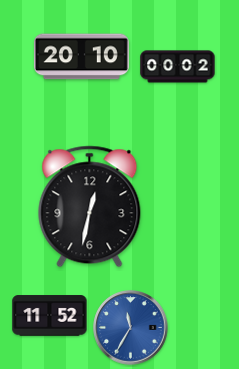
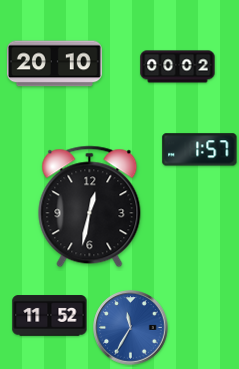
clock at (81, 57) position: (81, 57) -> (54, 64)
clock at (200, 150): none -> 1:57
